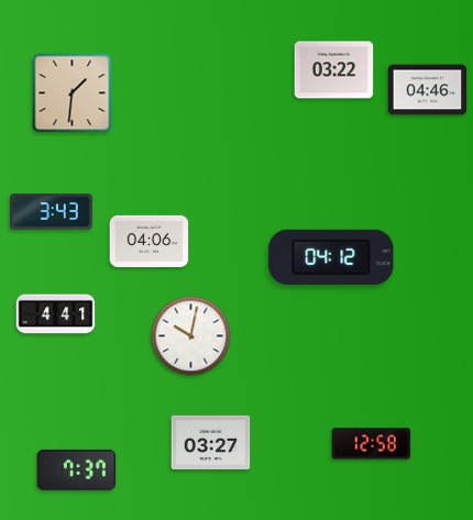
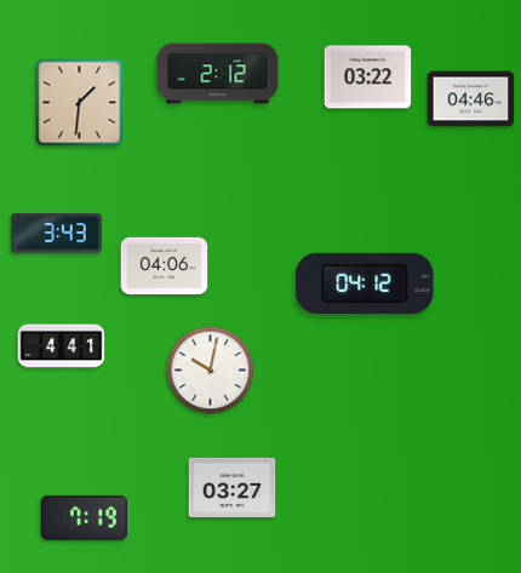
clock at (218, 74): none -> 2:12
clock at (372, 444): 12:58 -> none
clock at (77, 469): 7:37 -> 7:19
